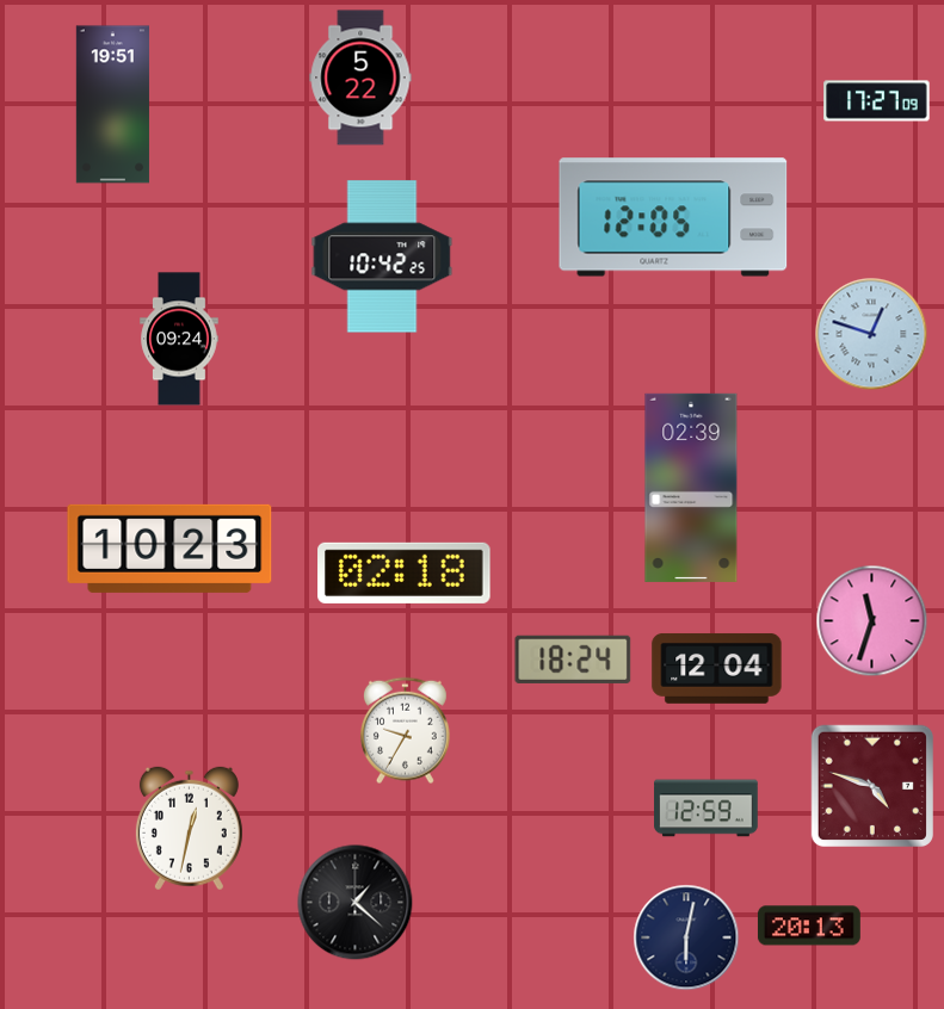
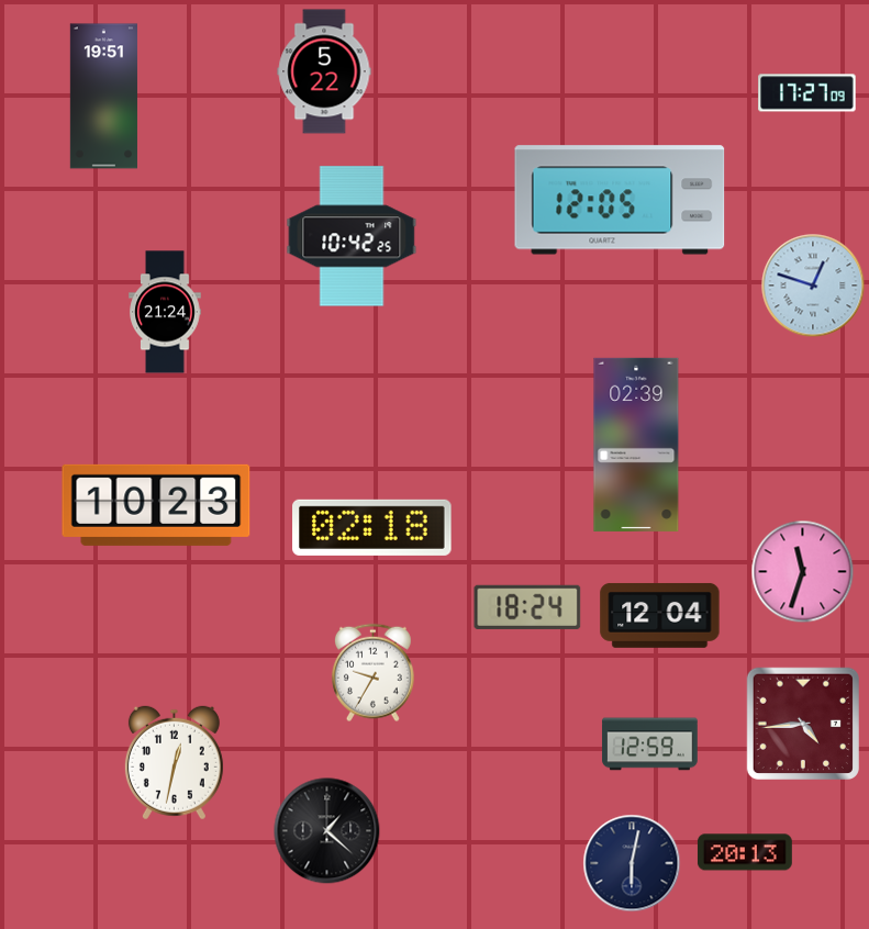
clock at (360, 78) position: (360, 78) -> (324, 71)
clock at (871, 334) position: (871, 334) -> (813, 286)
clock at (179, 339): 09:24 -> 21:24
clock at (691, 488) position: (691, 488) -> (636, 445)
clock at (872, 786): 4:48 -> 4:44
